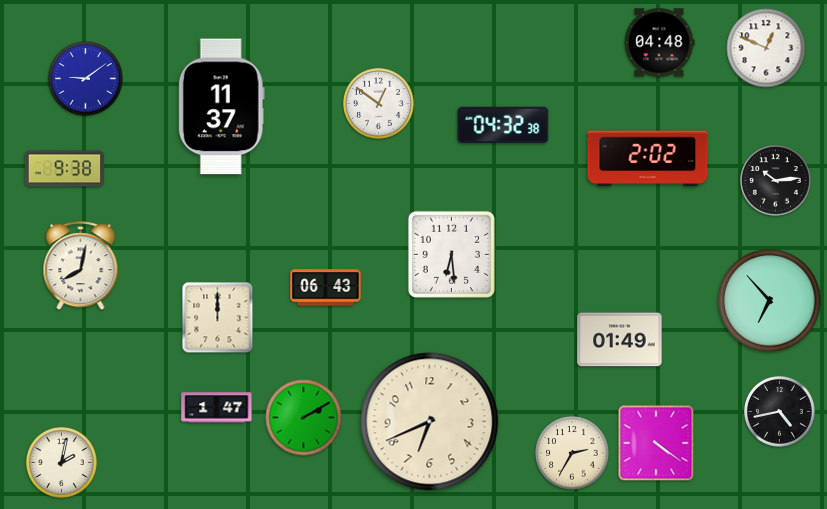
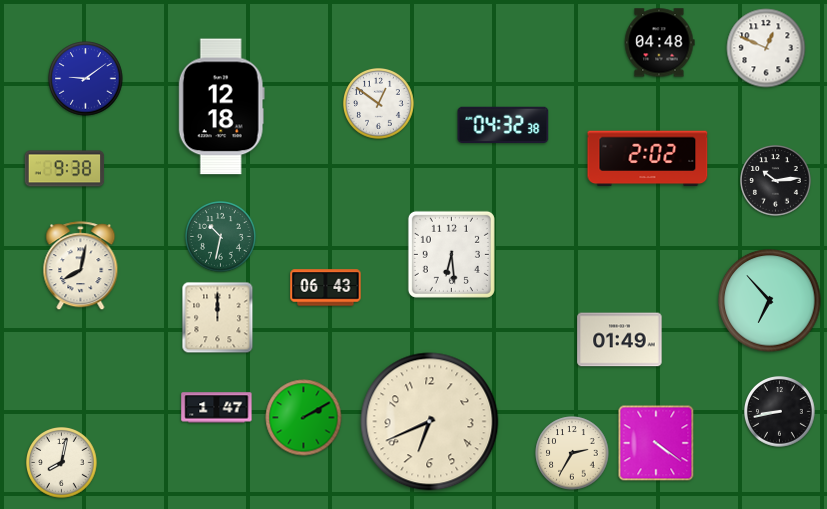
clock at (221, 107): 11:37 -> 12:18
clock at (221, 237): none -> 10:32
clock at (780, 412): 4:43 -> 8:43
clock at (62, 463): 2:02 -> 8:02
